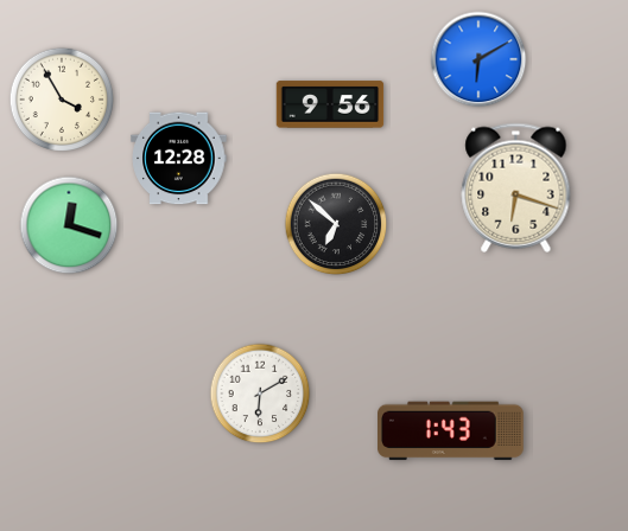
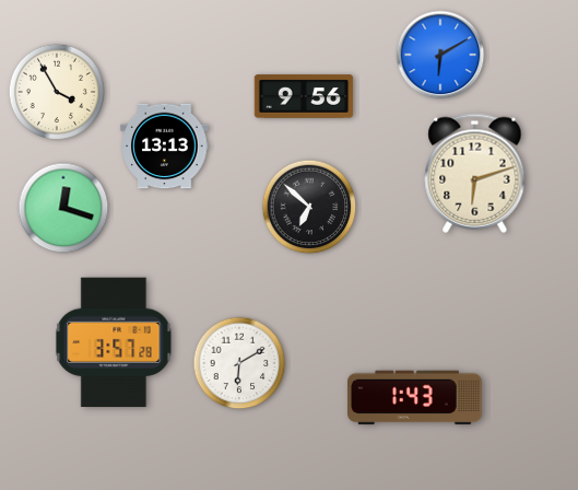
clock at (179, 159): 12:28 -> 13:13
clock at (516, 187): 6:18 -> 6:12
clock at (114, 342): none -> 3:57
